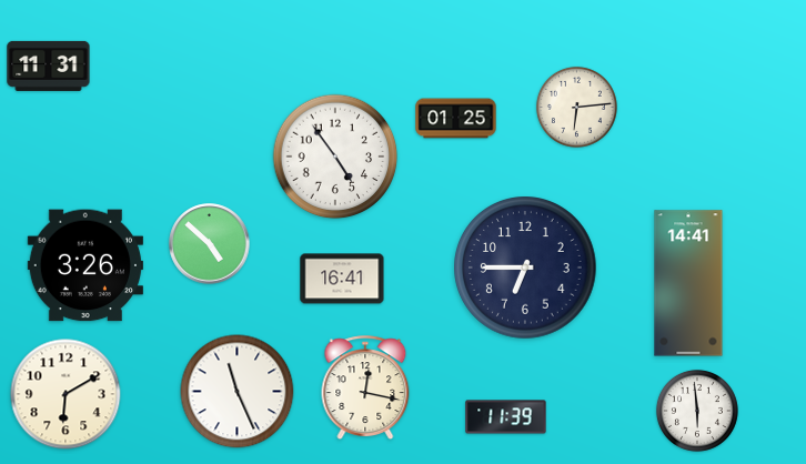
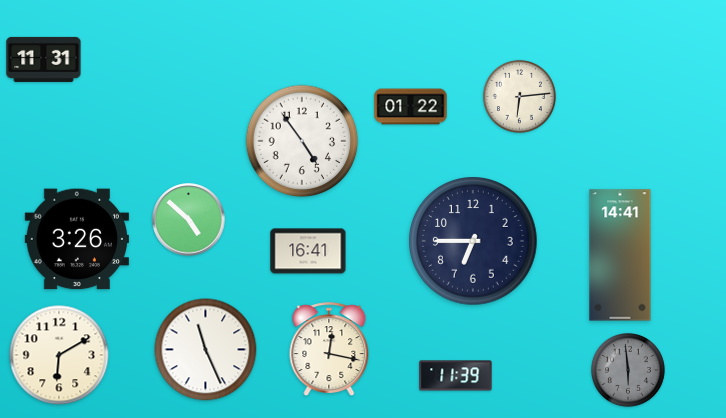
clock at (456, 119): 01:25 -> 01:22
clock at (238, 392) position: (238, 392) -> (206, 350)
clock at (697, 411) dial: white -> grey
